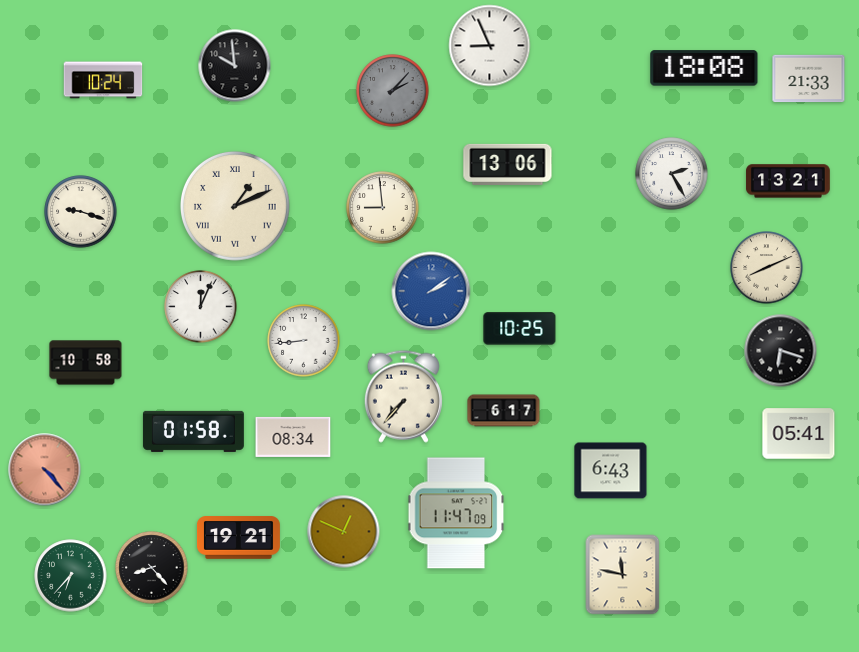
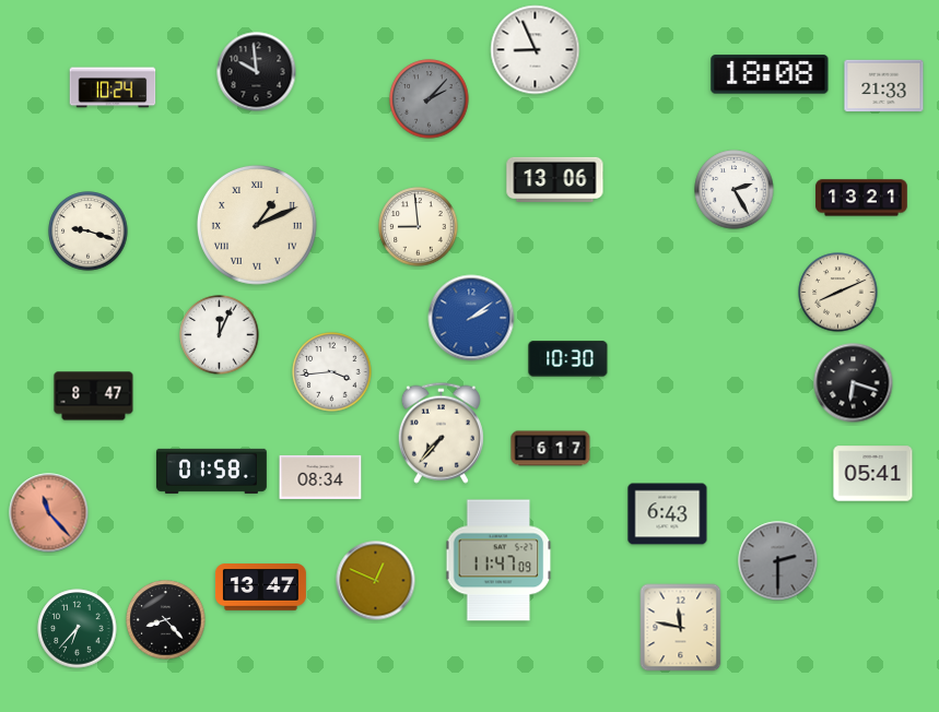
clock at (520, 329): 10:25 -> 10:30
clock at (304, 341): 8:44 -> 3:44
clock at (86, 363): 10:58 -> 8:47
clock at (45, 470): 4:23 -> 11:23
clock at (778, 561): none -> 2:30
clock at (238, 538): 19:21 -> 13:47
